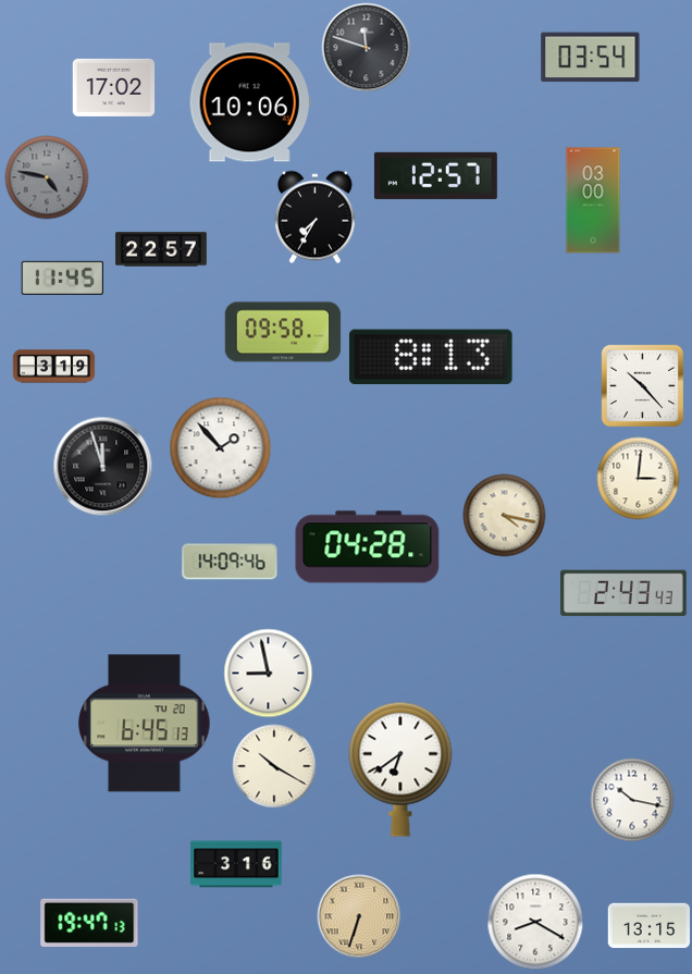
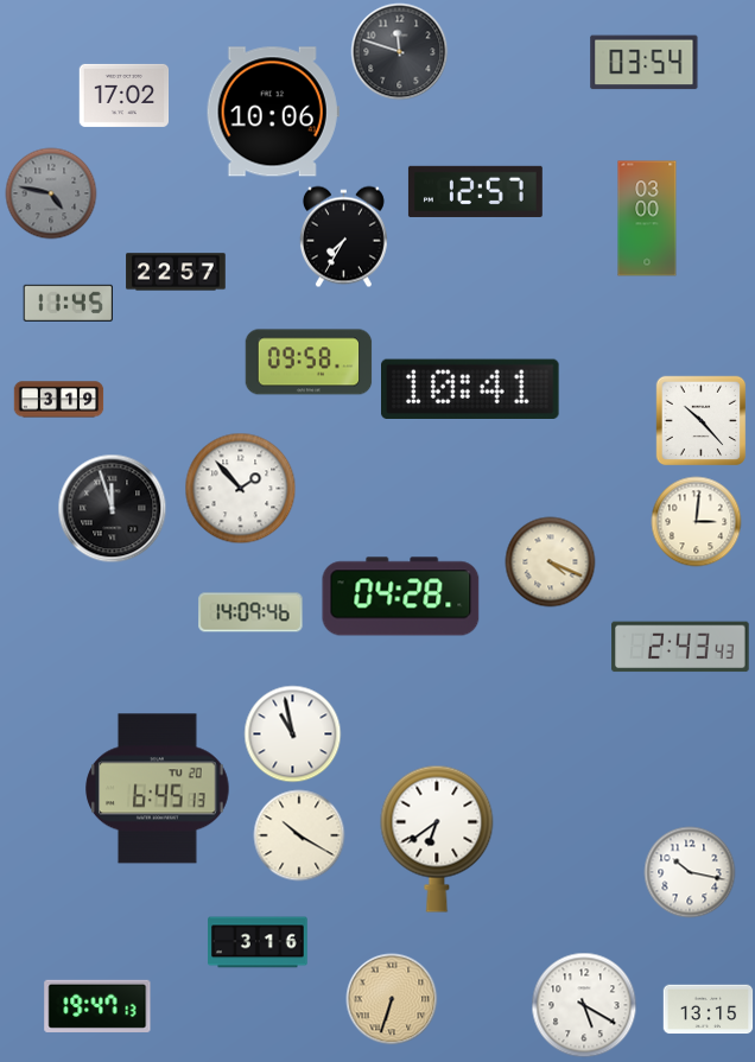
clock at (431, 356): 8:13 -> 10:41
clock at (505, 516): 4:17 -> 4:19
clock at (269, 674): 8:58 -> 10:58
clock at (535, 922): 8:20 -> 5:20
